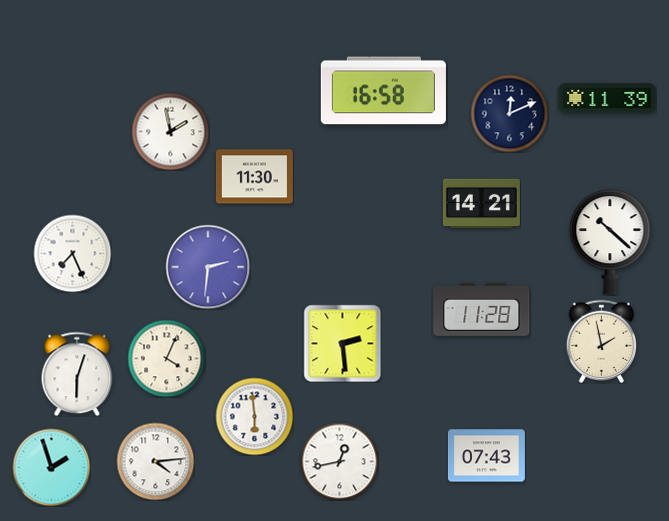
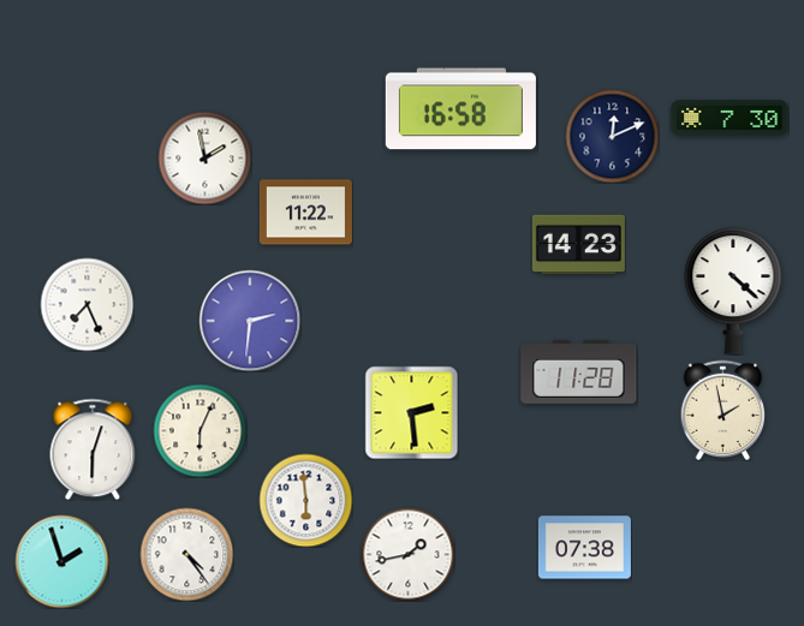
clock at (607, 98): 11:39 -> 7:30
clock at (254, 177): 11:30 -> 11:22
clock at (481, 204): 14:21 -> 14:23
clock at (610, 242): 10:22 -> 4:22
clock at (166, 358): 4:04 -> 6:04
clock at (486, 456): 07:43 -> 07:38
clock at (155, 461): 4:14 -> 4:24
clock at (339, 461): 12:43 -> 1:43
